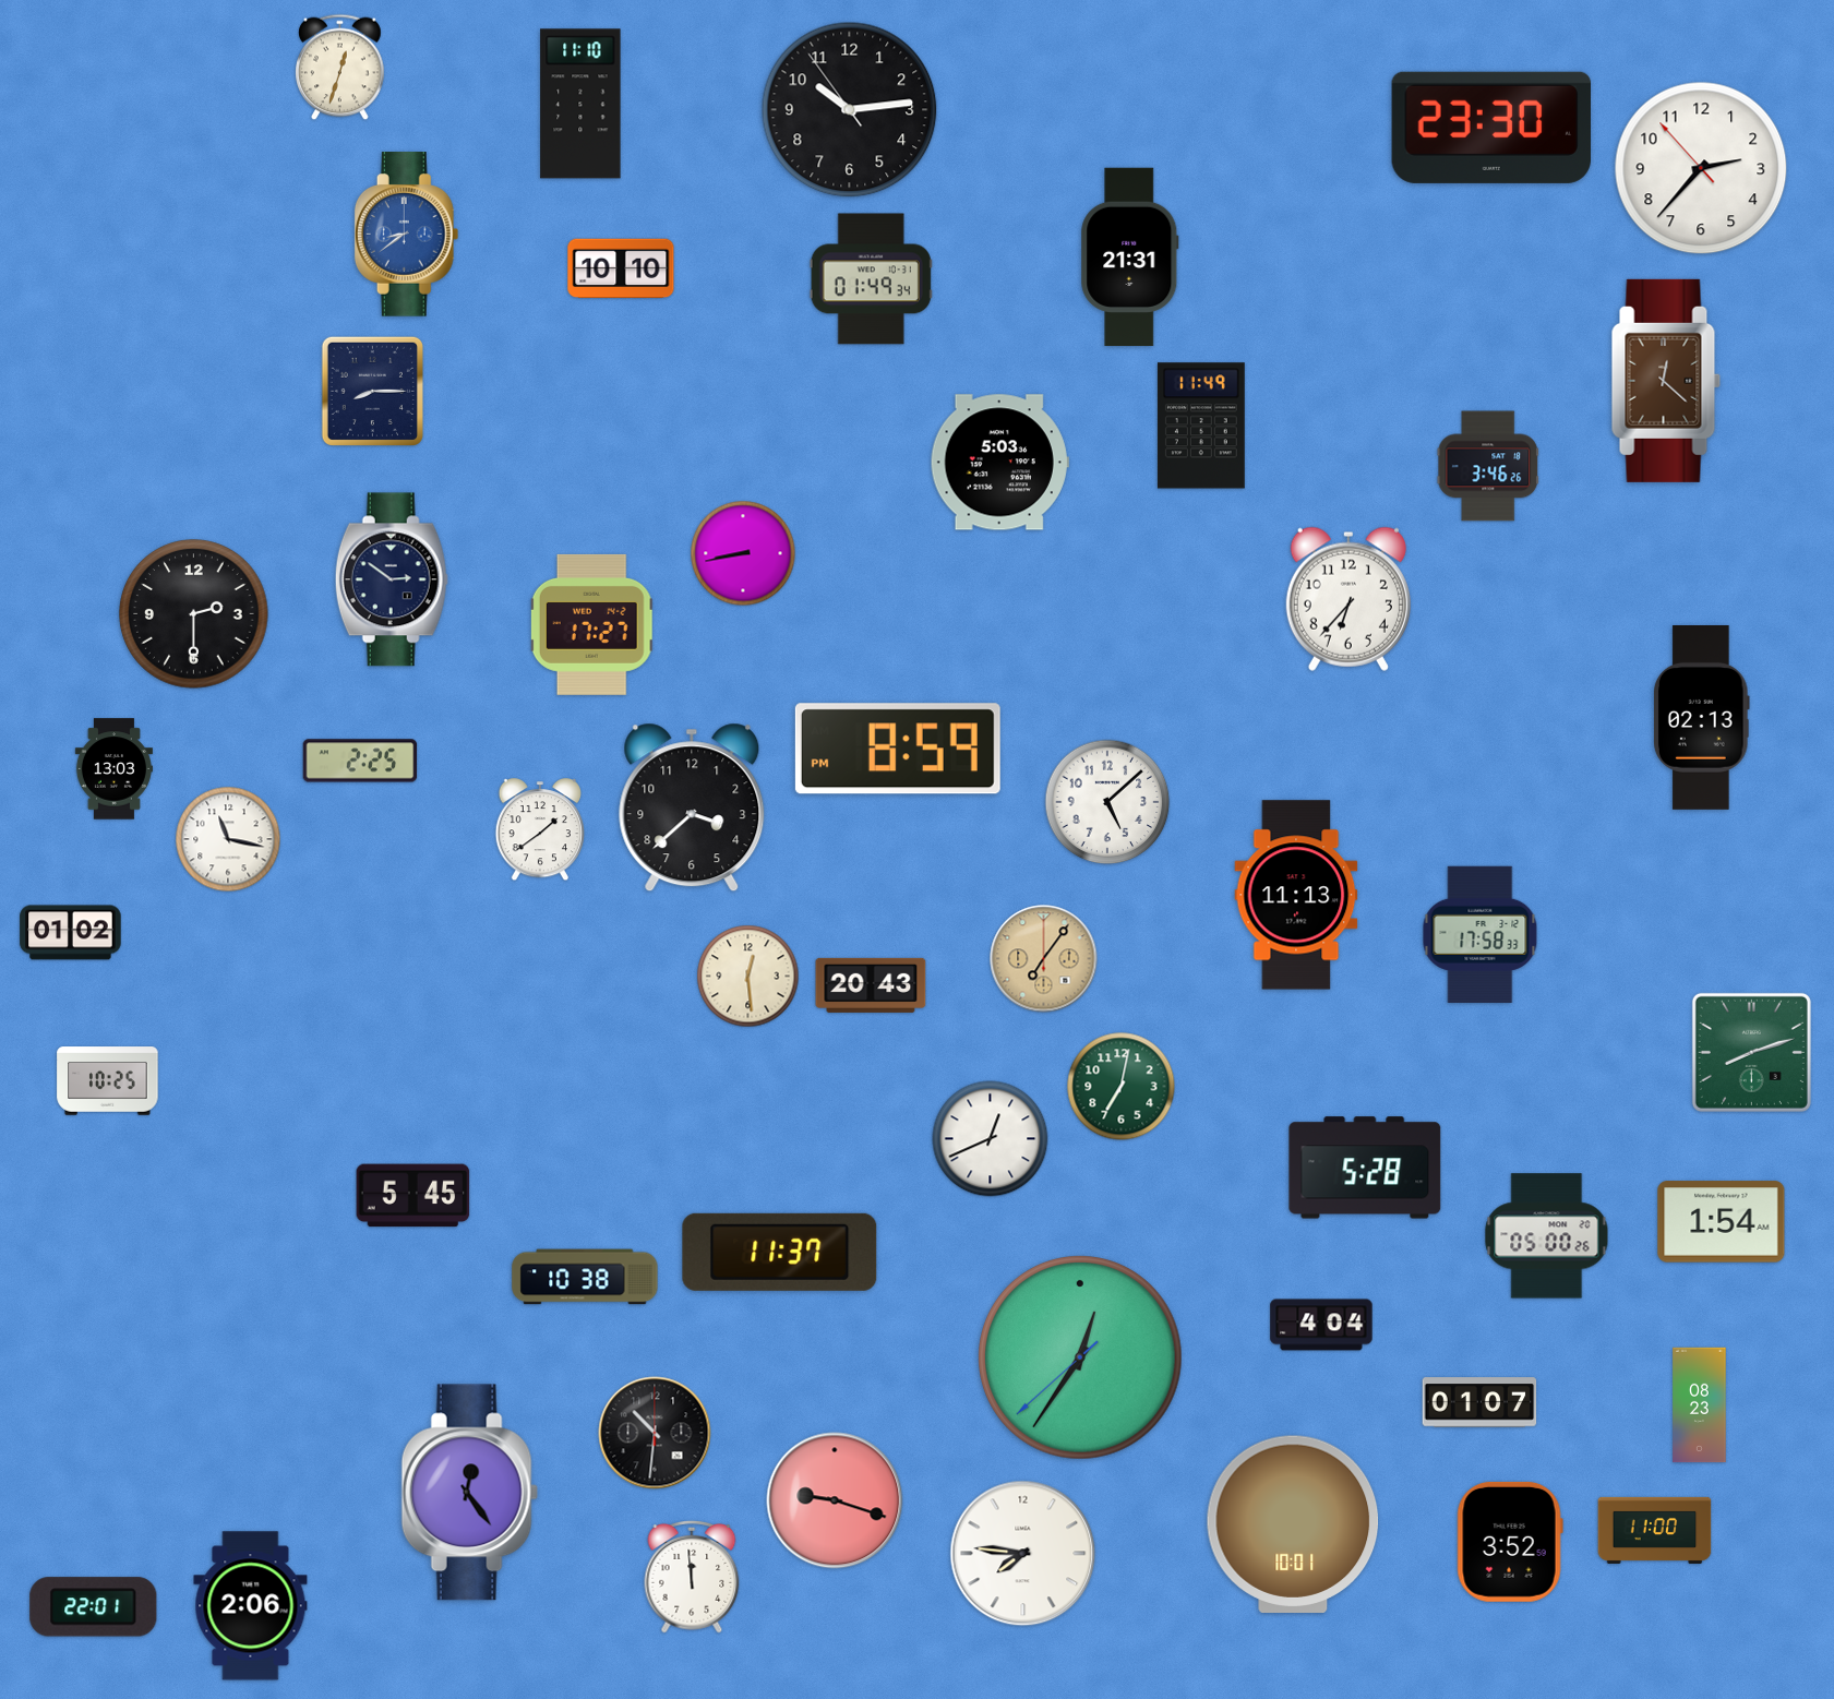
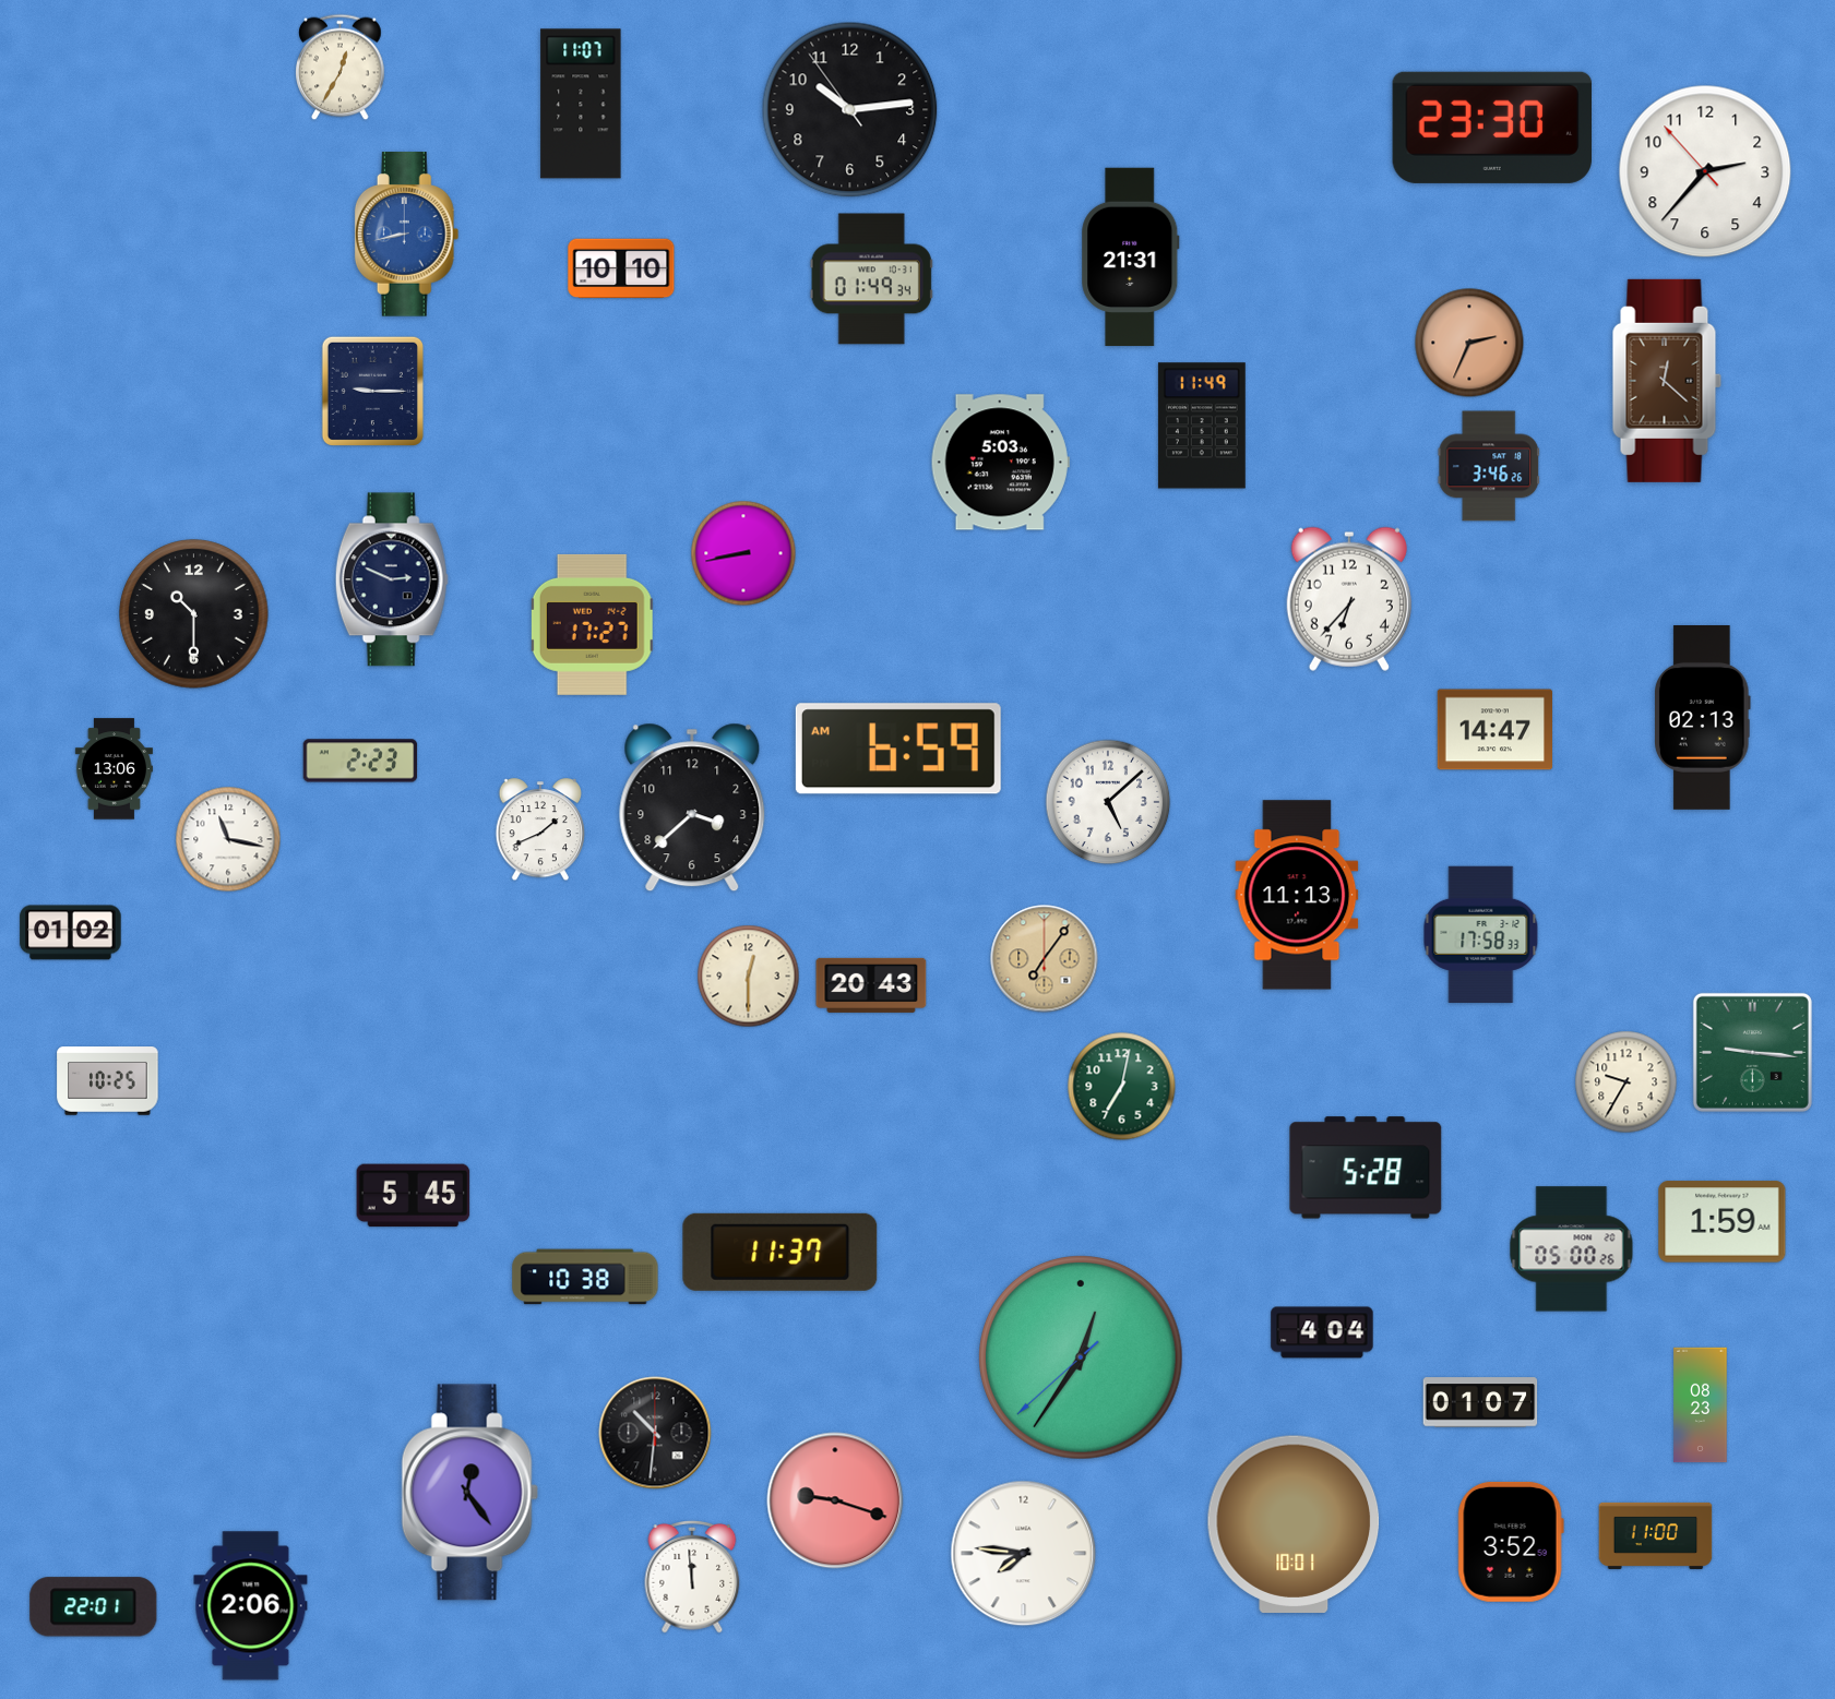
clock at (340, 68): 12:33 -> 12:35
clock at (580, 104): 11:10 -> 11:07
clock at (1701, 168) position: (1701, 168) -> (1705, 171)
clock at (407, 235): 8:39 -> 8:43
clock at (1469, 343): none -> 2:34
clock at (372, 391): 8:15 -> 9:15
clock at (392, 579): 2:51 -> 2:49
clock at (194, 614): 2:30 -> 10:30
clock at (1494, 730): none -> 14:47
clock at (898, 749): 8:59 -> 6:59
clock at (360, 761): 2:25 -> 2:23
clock at (113, 769): 13:03 -> 13:06
clock at (539, 830): 1:39 -> 1:41
clock at (748, 977): 12:29 -> 12:30
clock at (1751, 1052): 8:12 -> 9:16
clock at (1627, 1082): none -> 9:35
clock at (991, 1139): 12:41 -> none
clock at (1722, 1222): 1:54 -> 1:59
clock at (1547, 1236) position: (1547, 1236) -> (1572, 1249)
clock at (1321, 1325) position: (1321, 1325) -> (1322, 1332)
clock at (1655, 1530) position: (1655, 1530) -> (1656, 1535)
